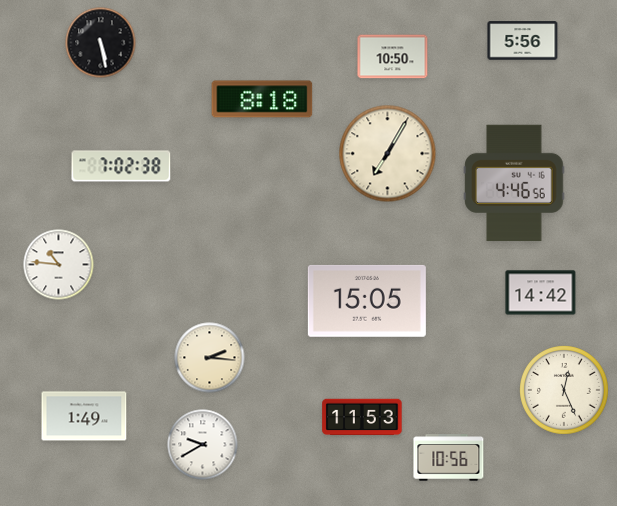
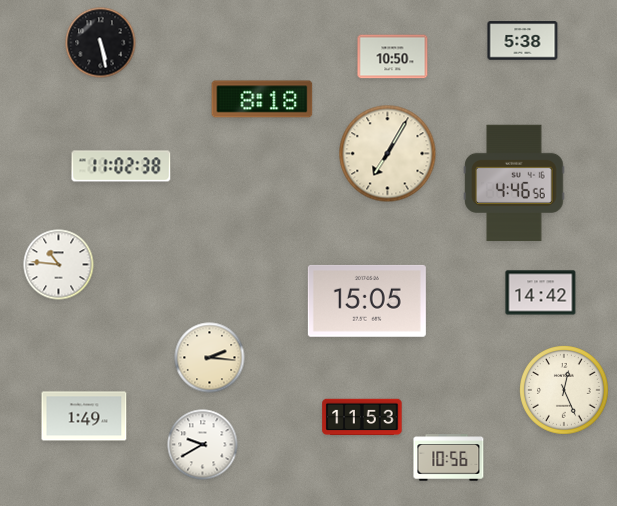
clock at (523, 41): 5:56 -> 5:38
clock at (121, 166): 7:02 -> 11:02
